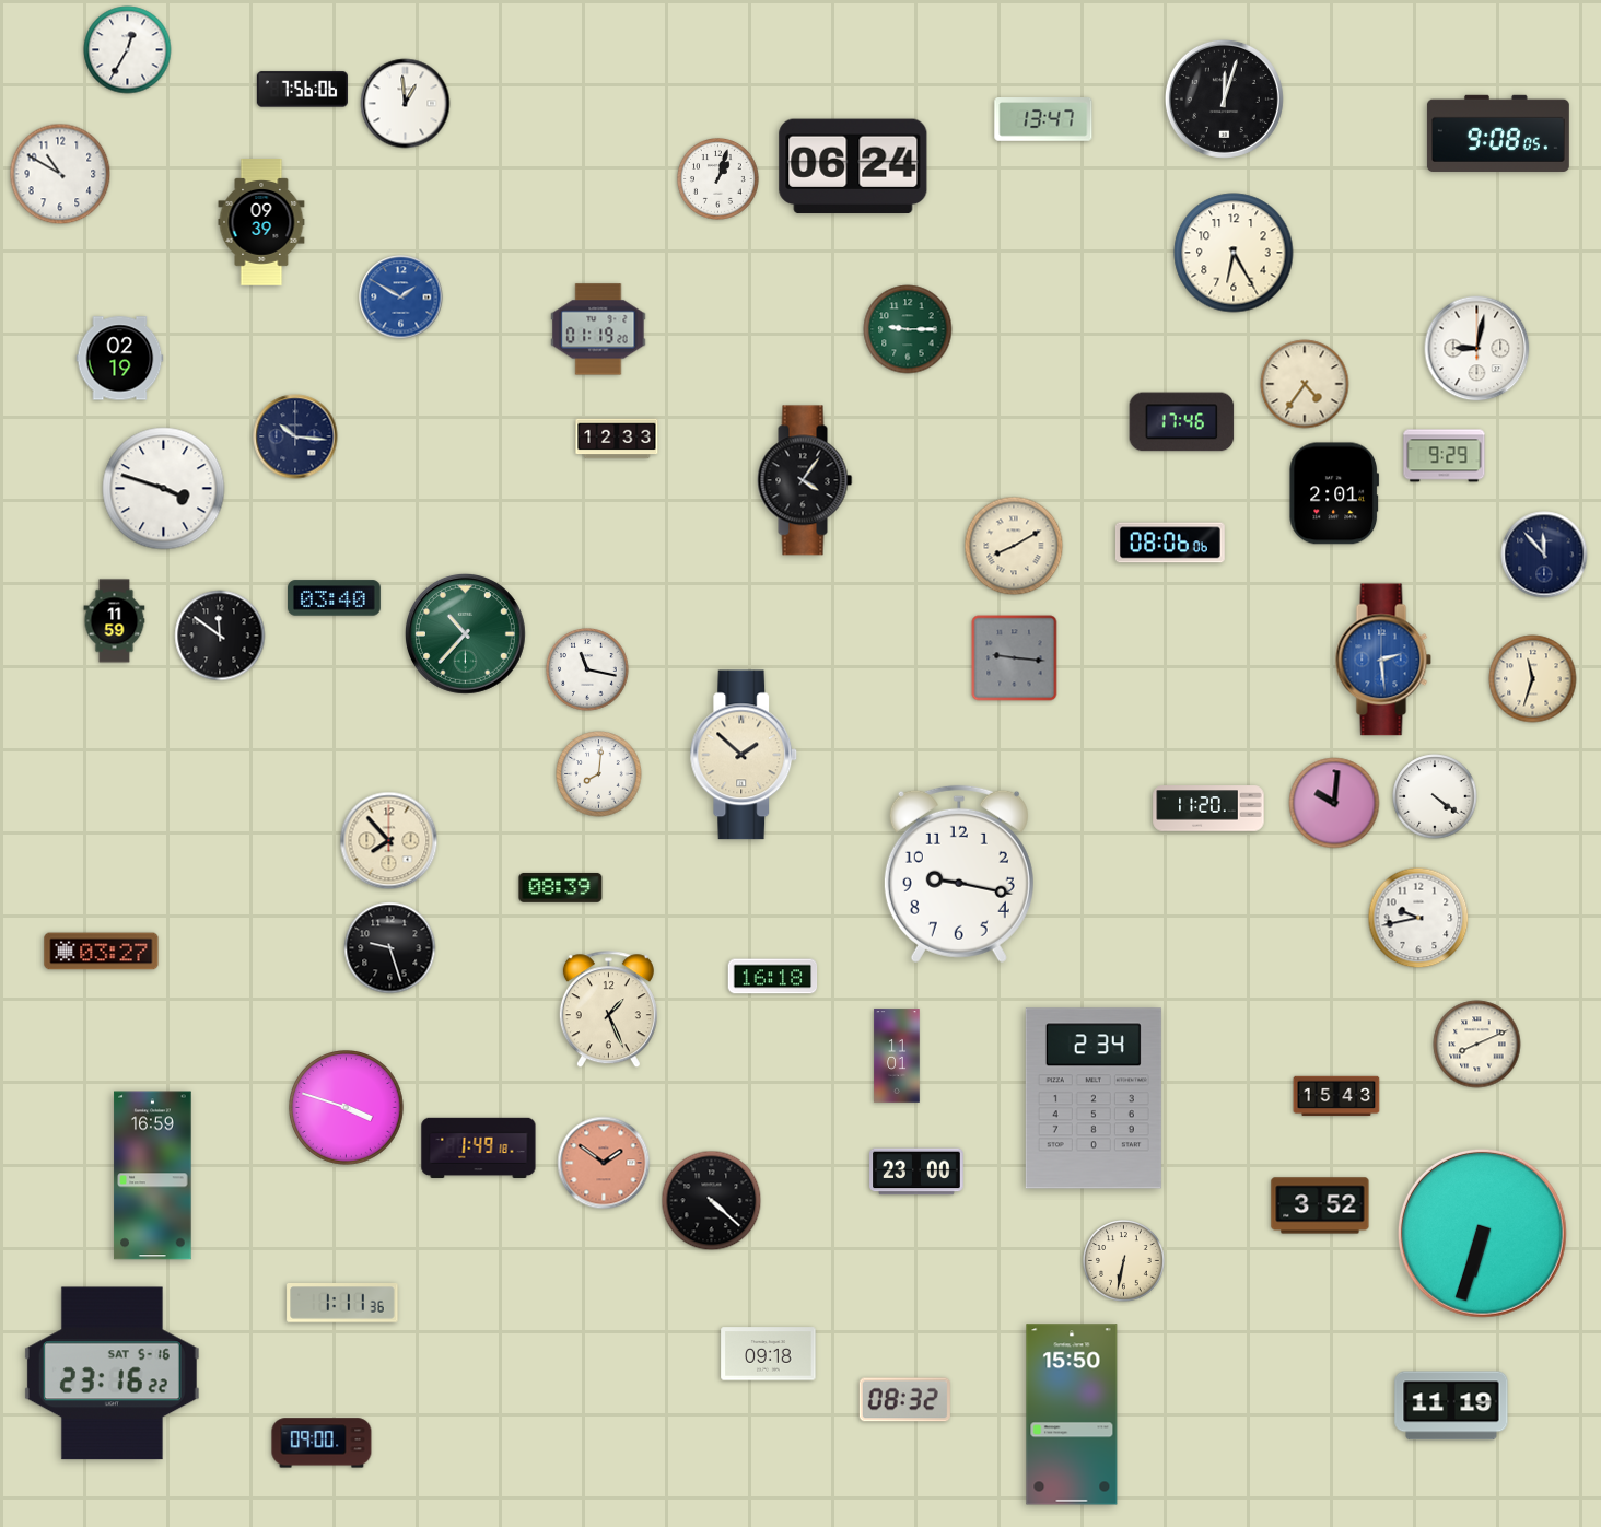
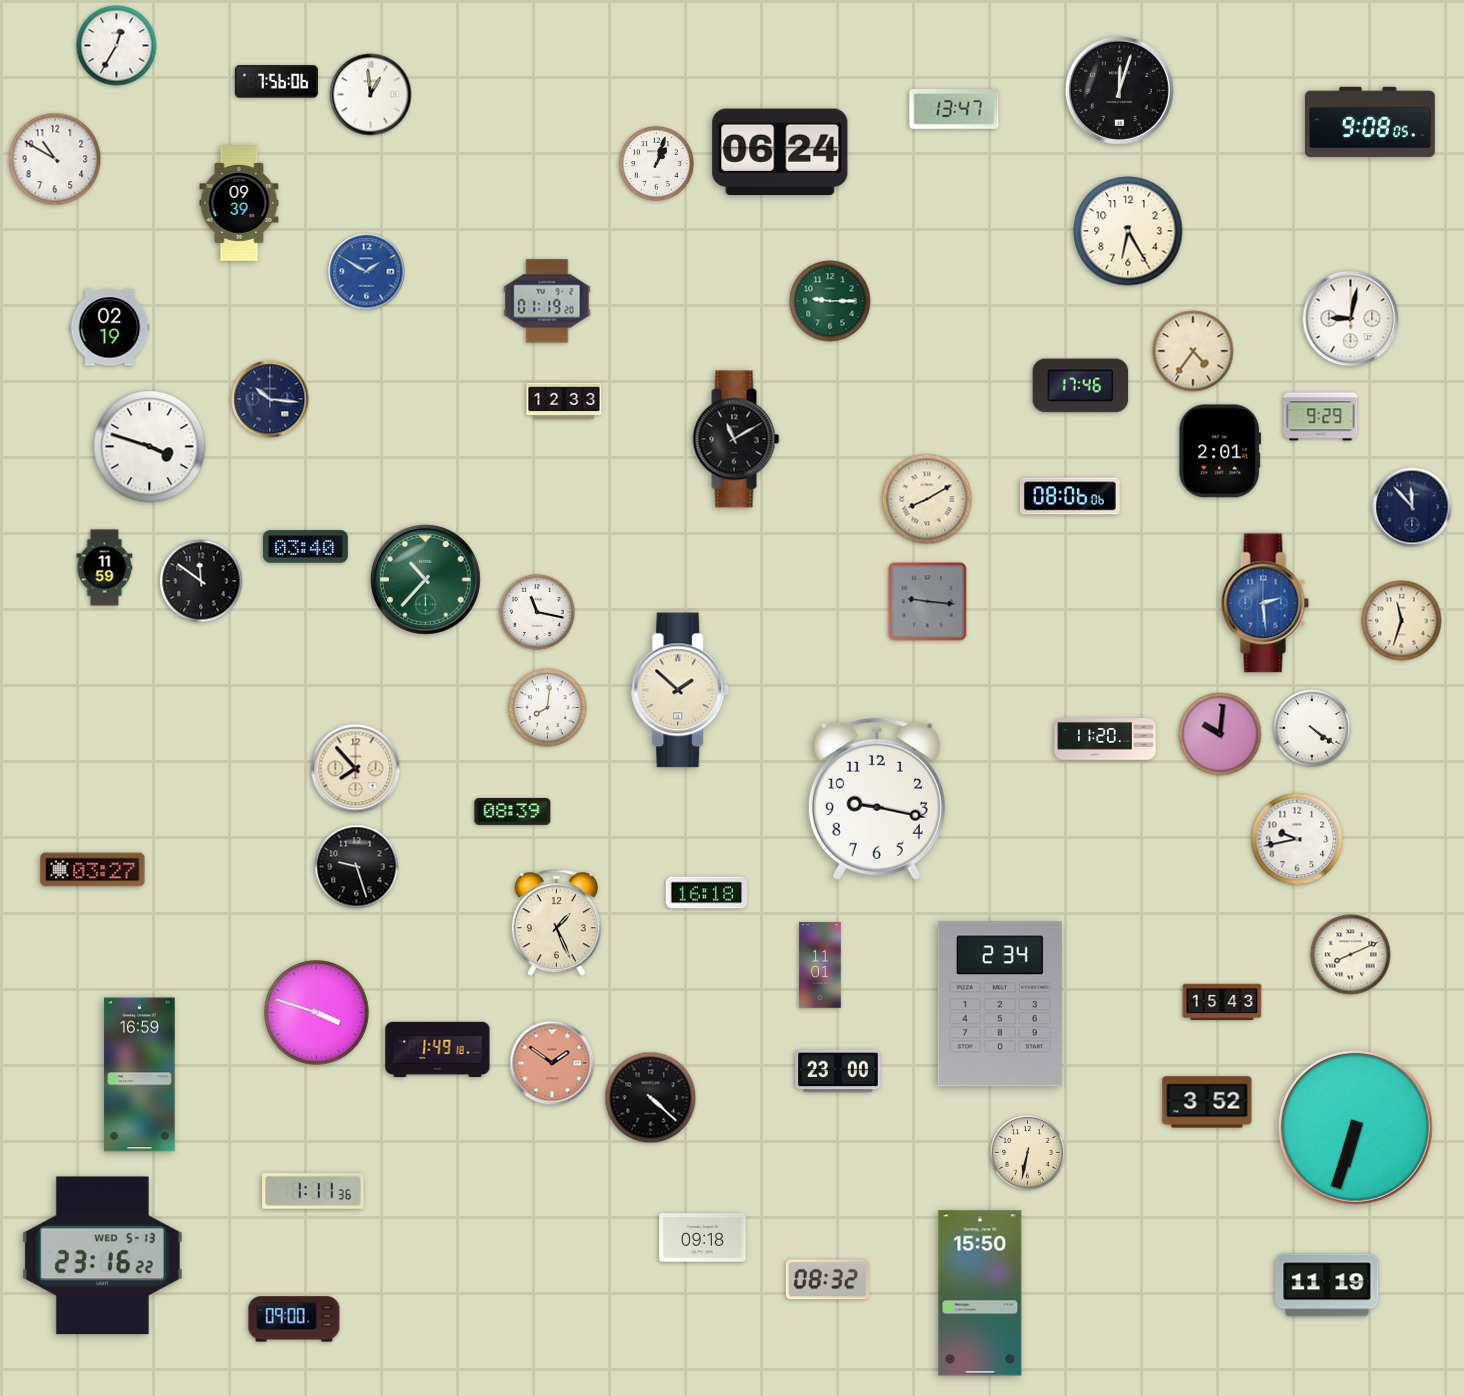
clock at (805, 480): 4:06 -> 11:10
clock at (112, 1374) date: SAT 5-16 -> WED 5-13
